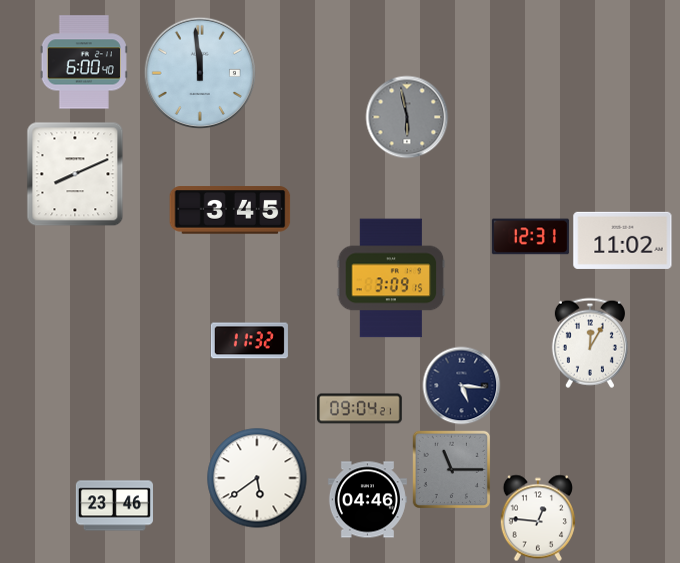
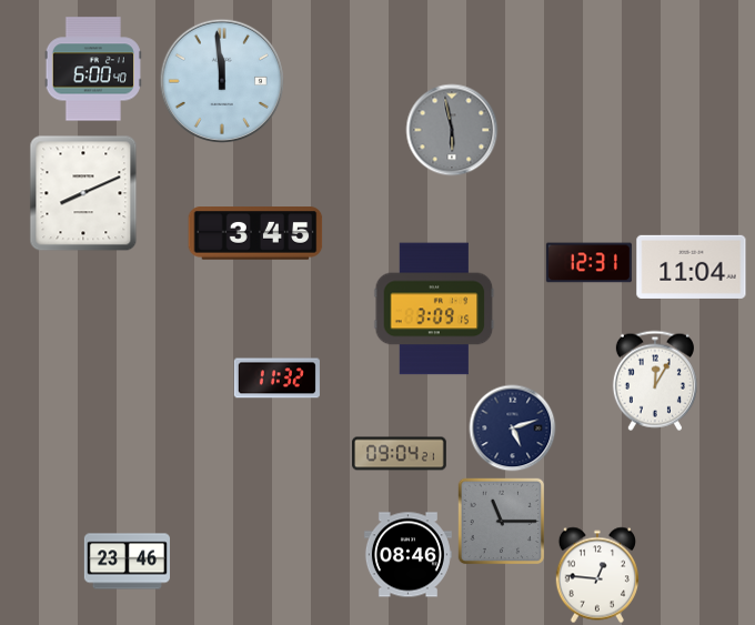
clock at (623, 240): 11:02 -> 11:04
clock at (461, 385): 5:16 -> 5:12
clock at (257, 478): 5:39 -> none
clock at (367, 500): 04:46 -> 08:46
